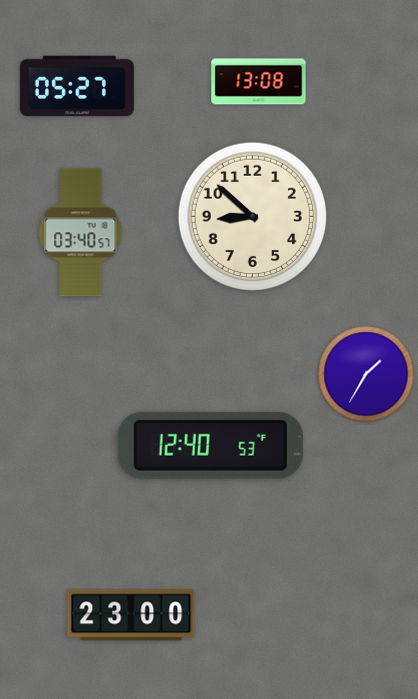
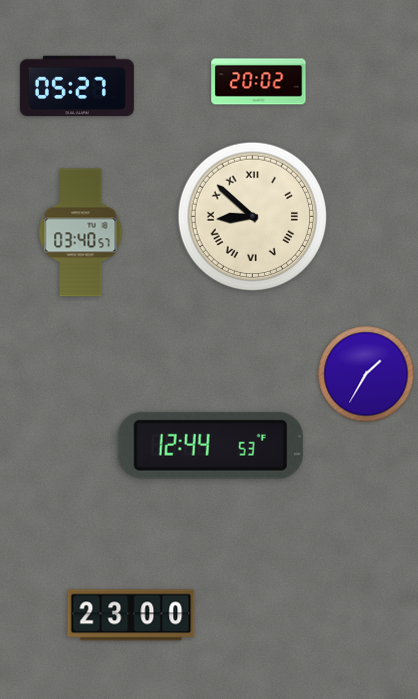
clock at (259, 82): 13:08 -> 20:02
clock at (253, 217) numerals: Arabic -> Roman
clock at (210, 445): 12:40 -> 12:44
